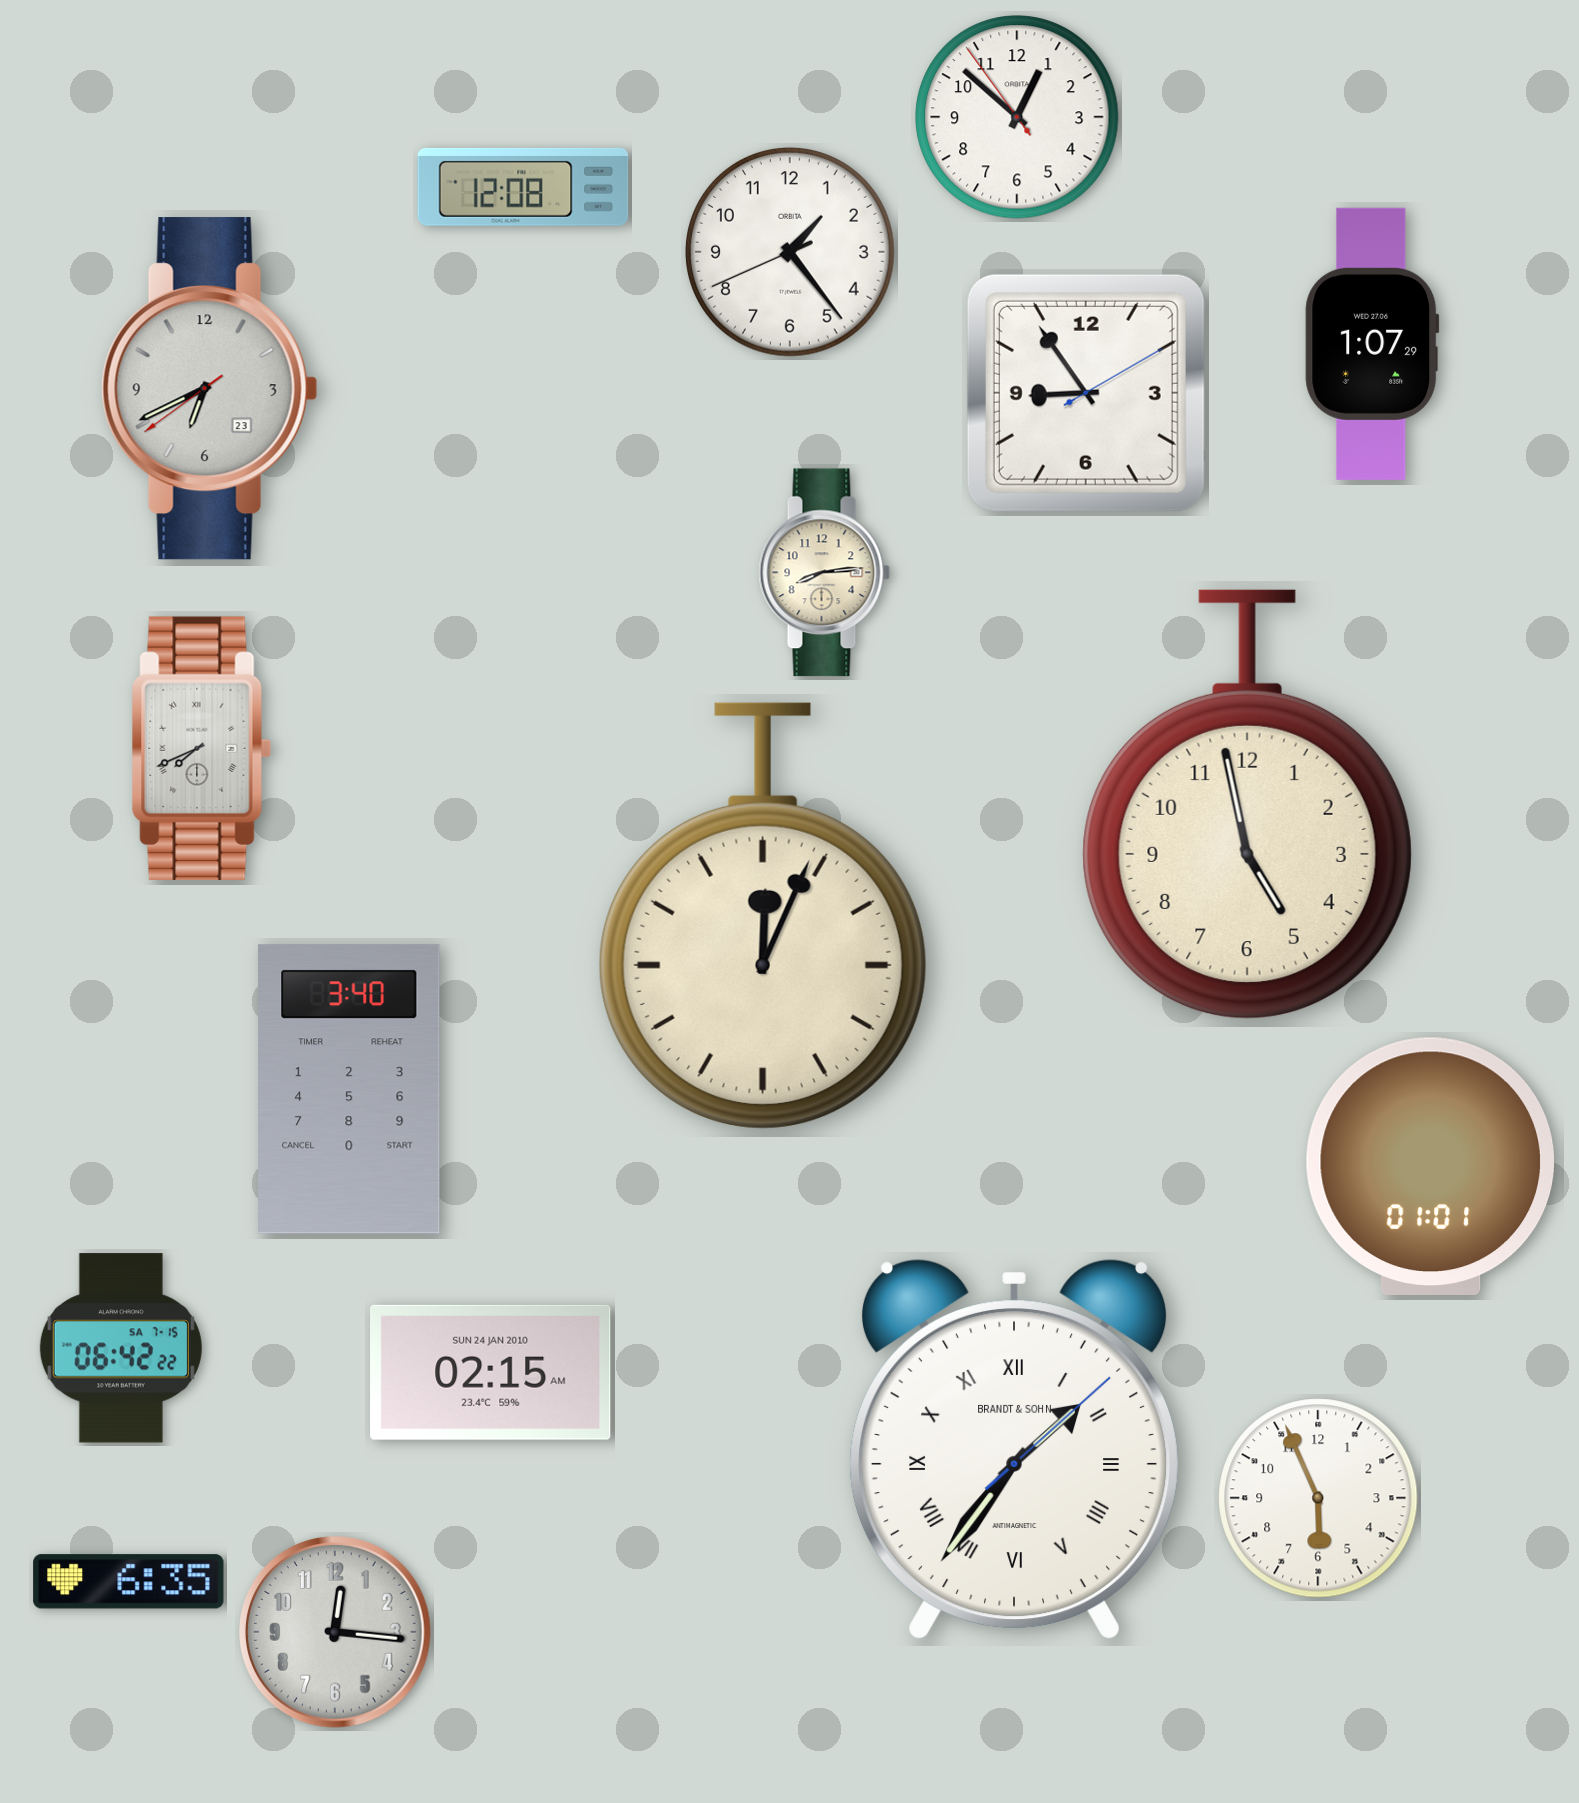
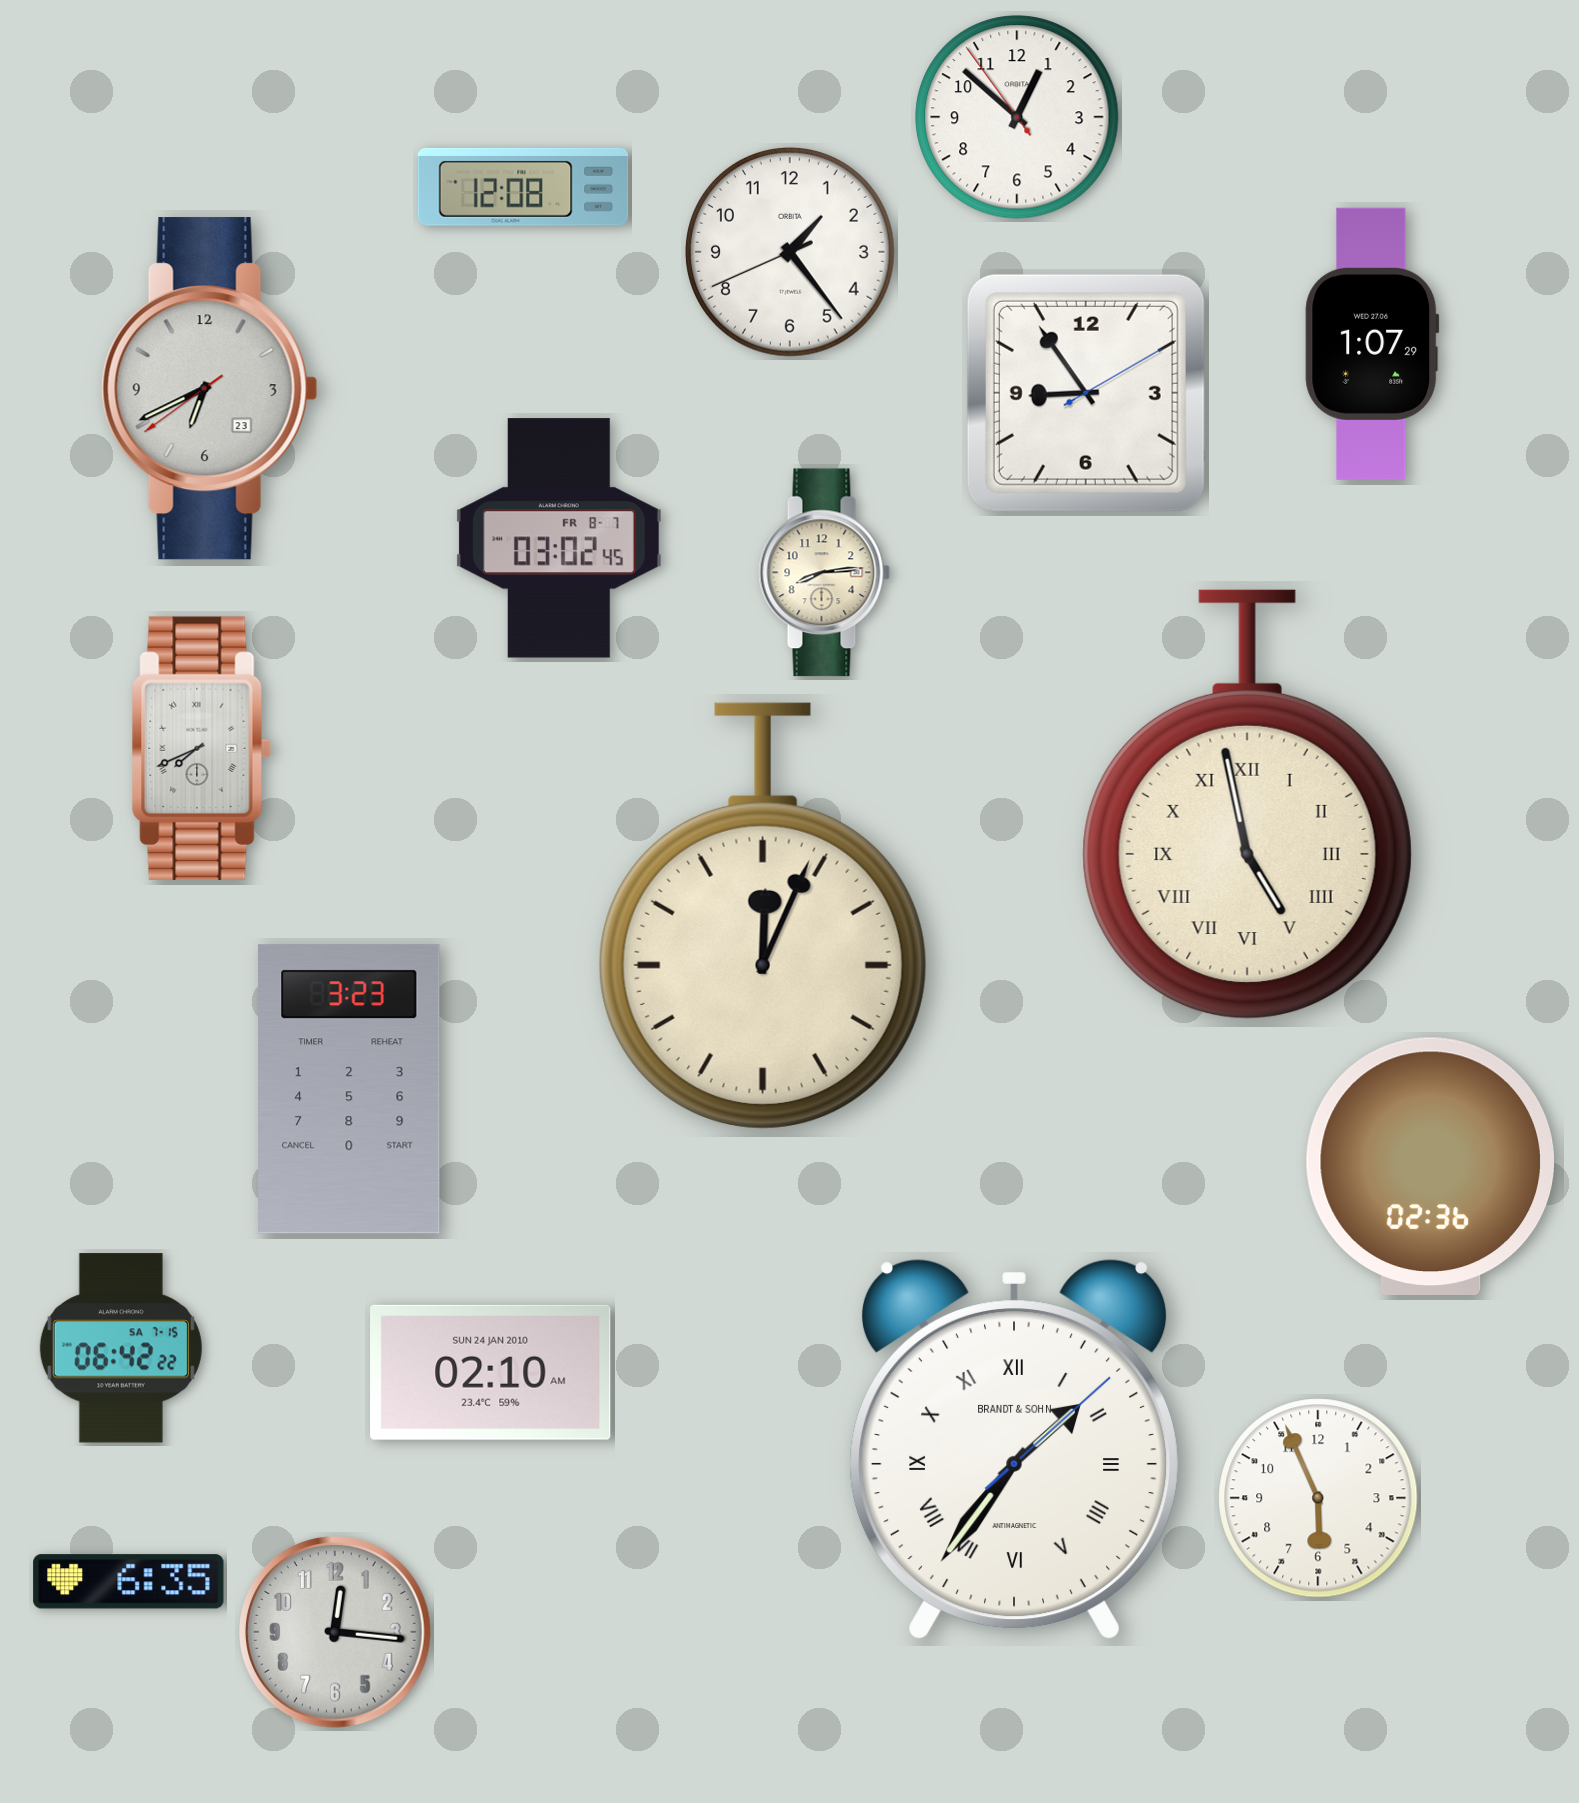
clock at (559, 538): none -> 03:02
clock at (1247, 805) numerals: Arabic -> Roman
clock at (349, 1089): 3:40 -> 3:23
clock at (1430, 1166): 01:01 -> 02:36
clock at (491, 1372): 02:15 -> 02:10
